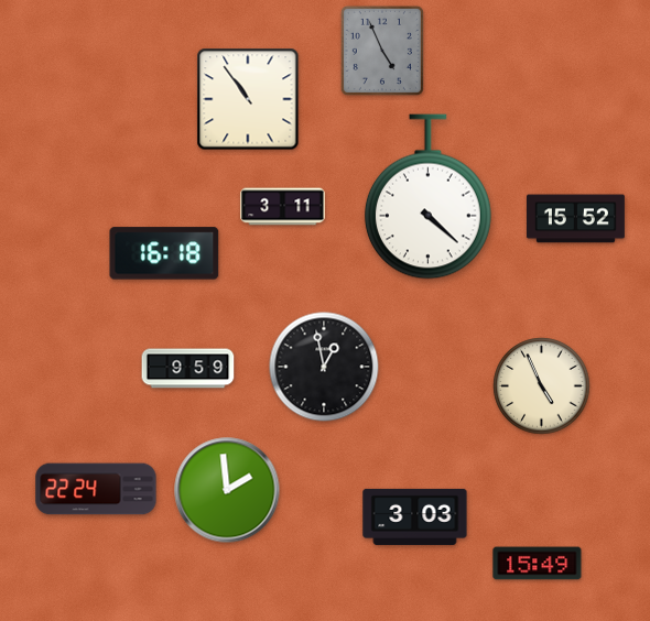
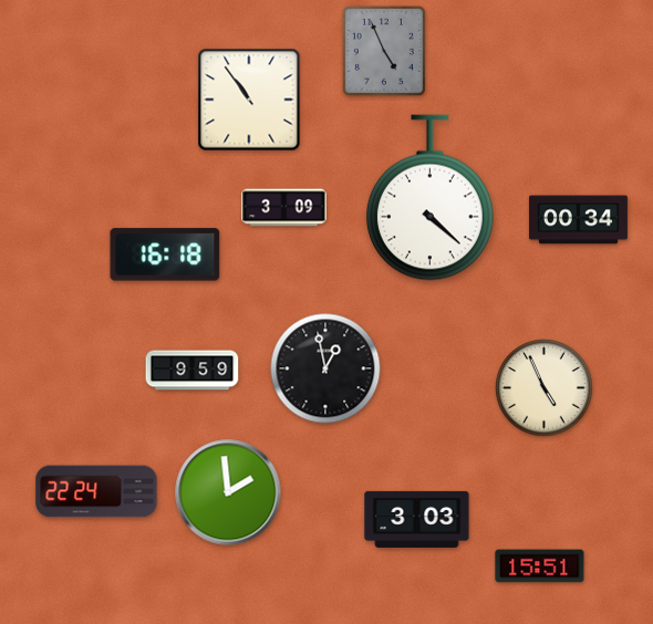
clock at (283, 207): 3:11 -> 3:09
clock at (575, 219): 15:52 -> 00:34
clock at (188, 369) position: (188, 369) -> (193, 371)
clock at (538, 564): 15:49 -> 15:51
